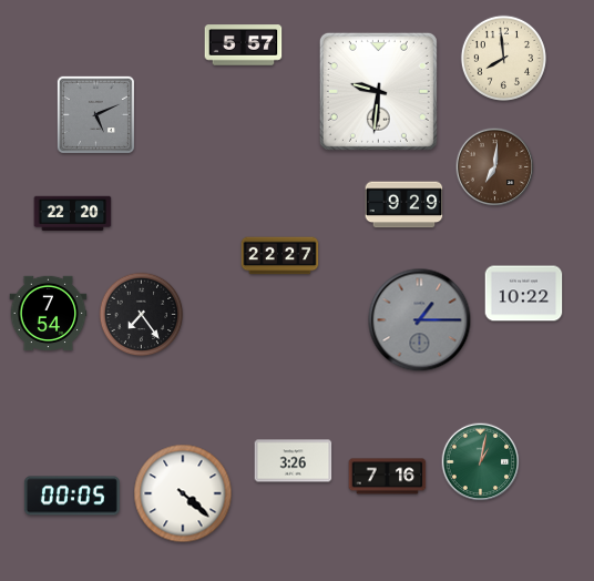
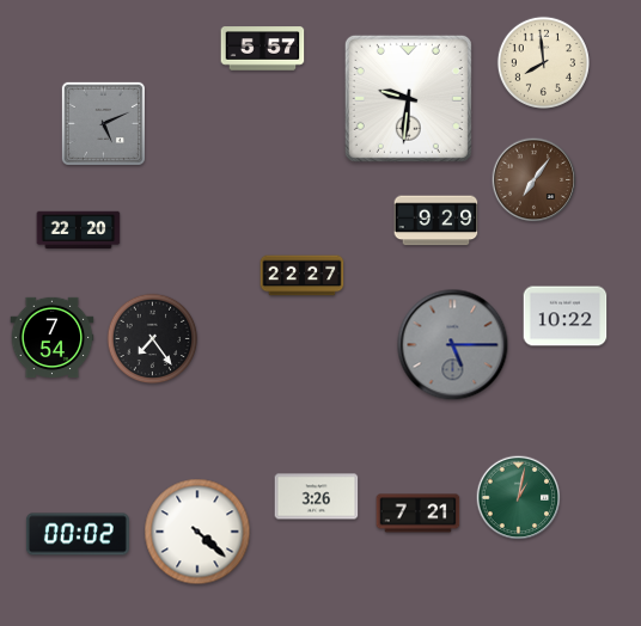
clock at (495, 167): 7:01 -> 7:06
clock at (420, 320): 1:15 -> 5:15
clock at (388, 477): 7:16 -> 7:21
clock at (72, 496): 00:05 -> 00:02
